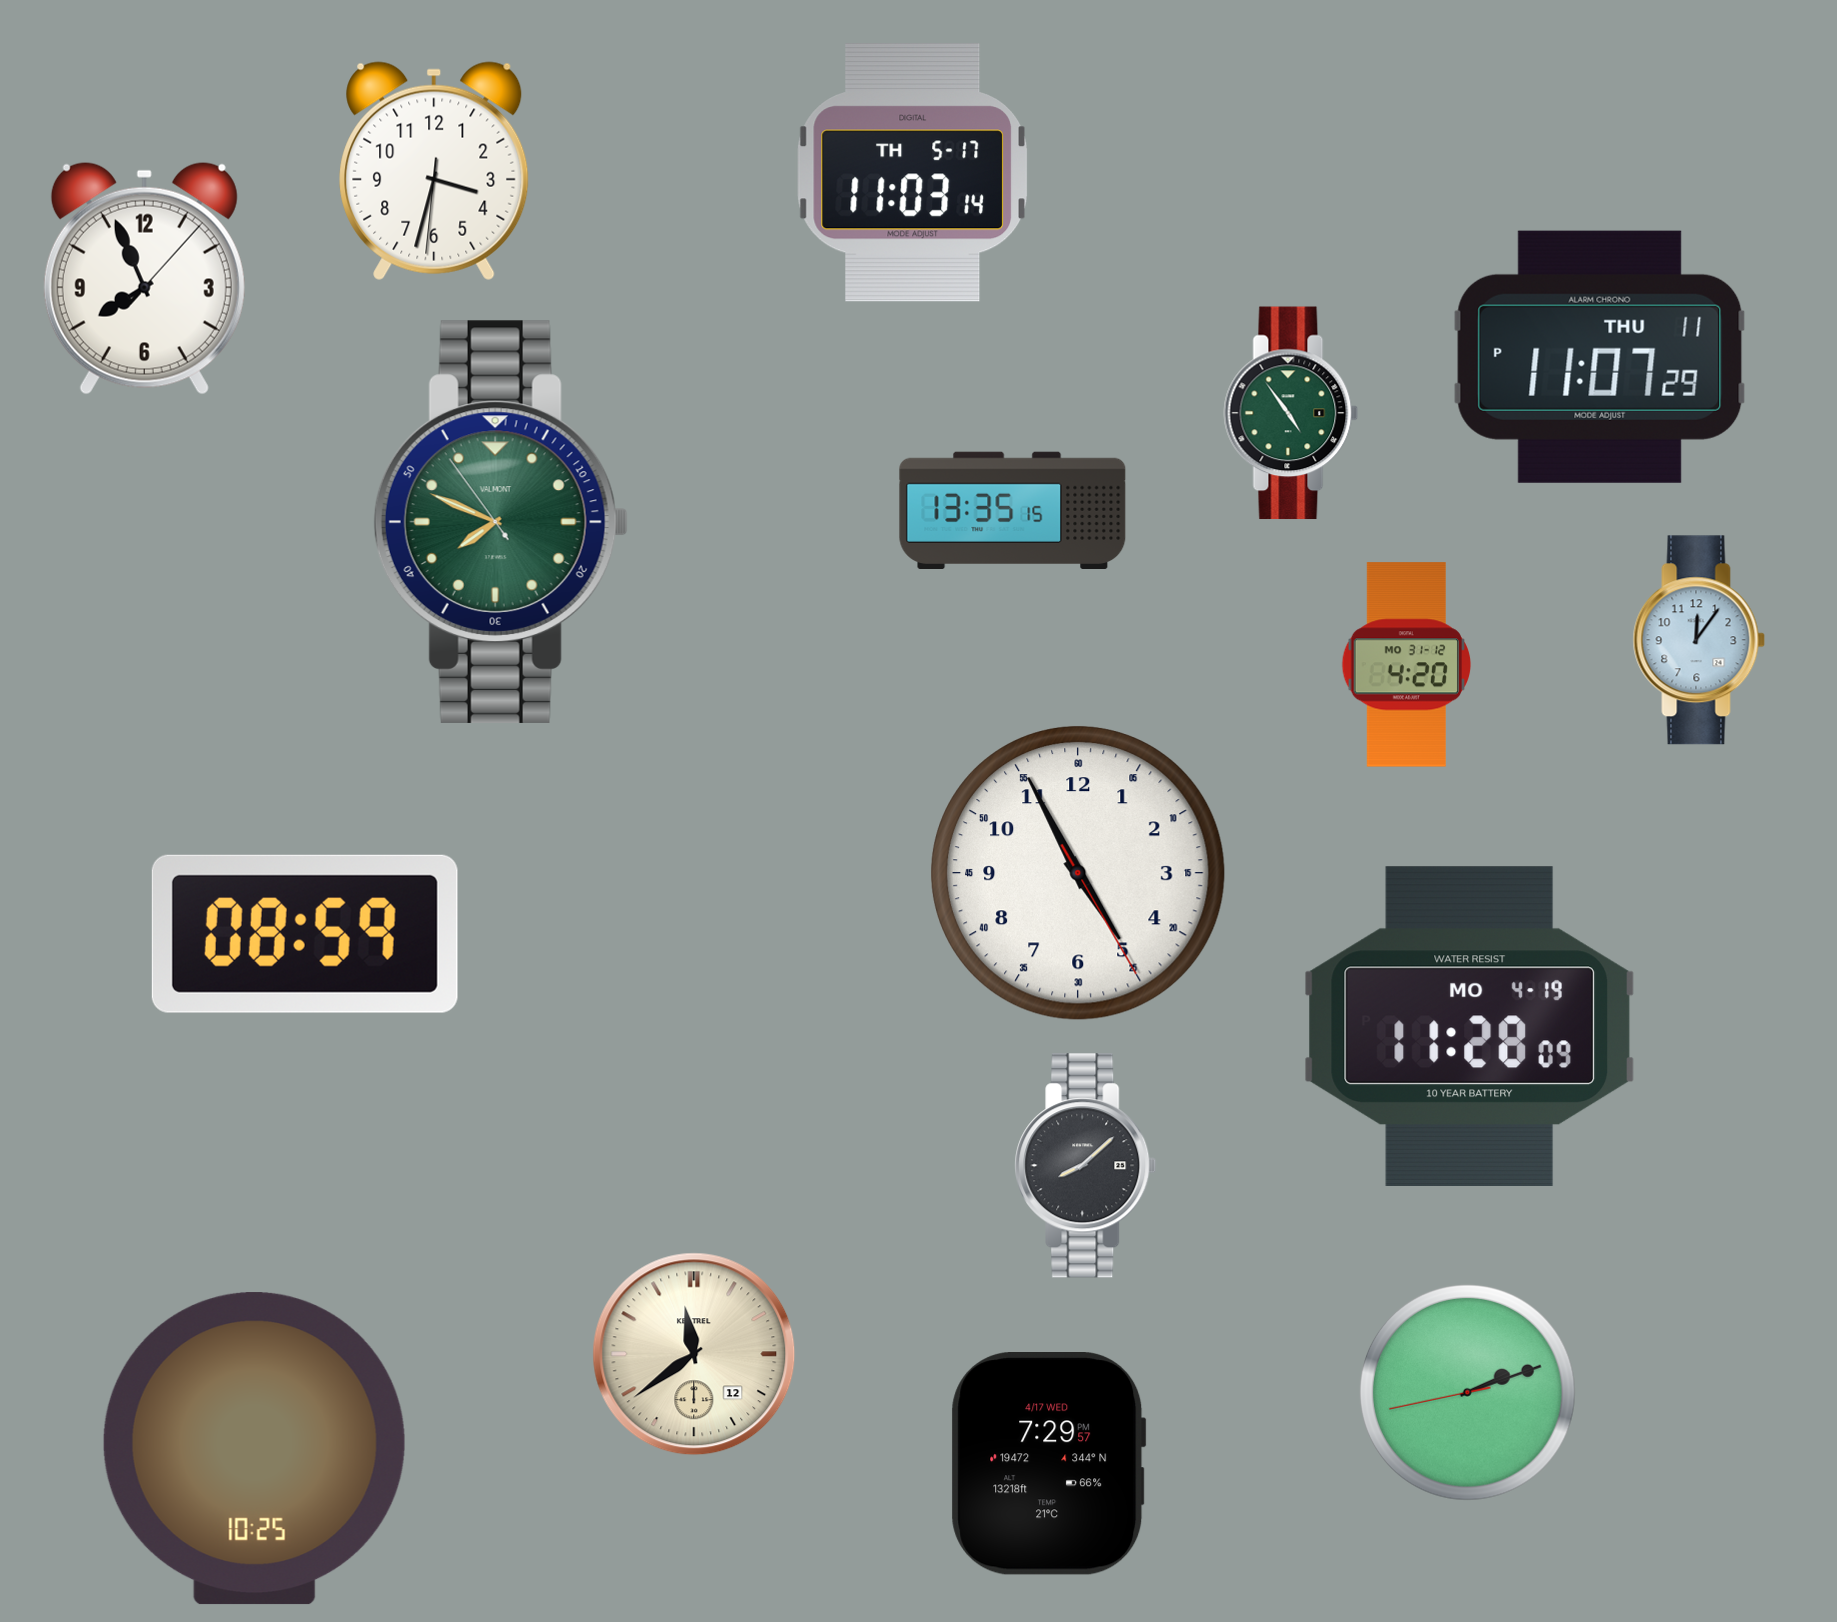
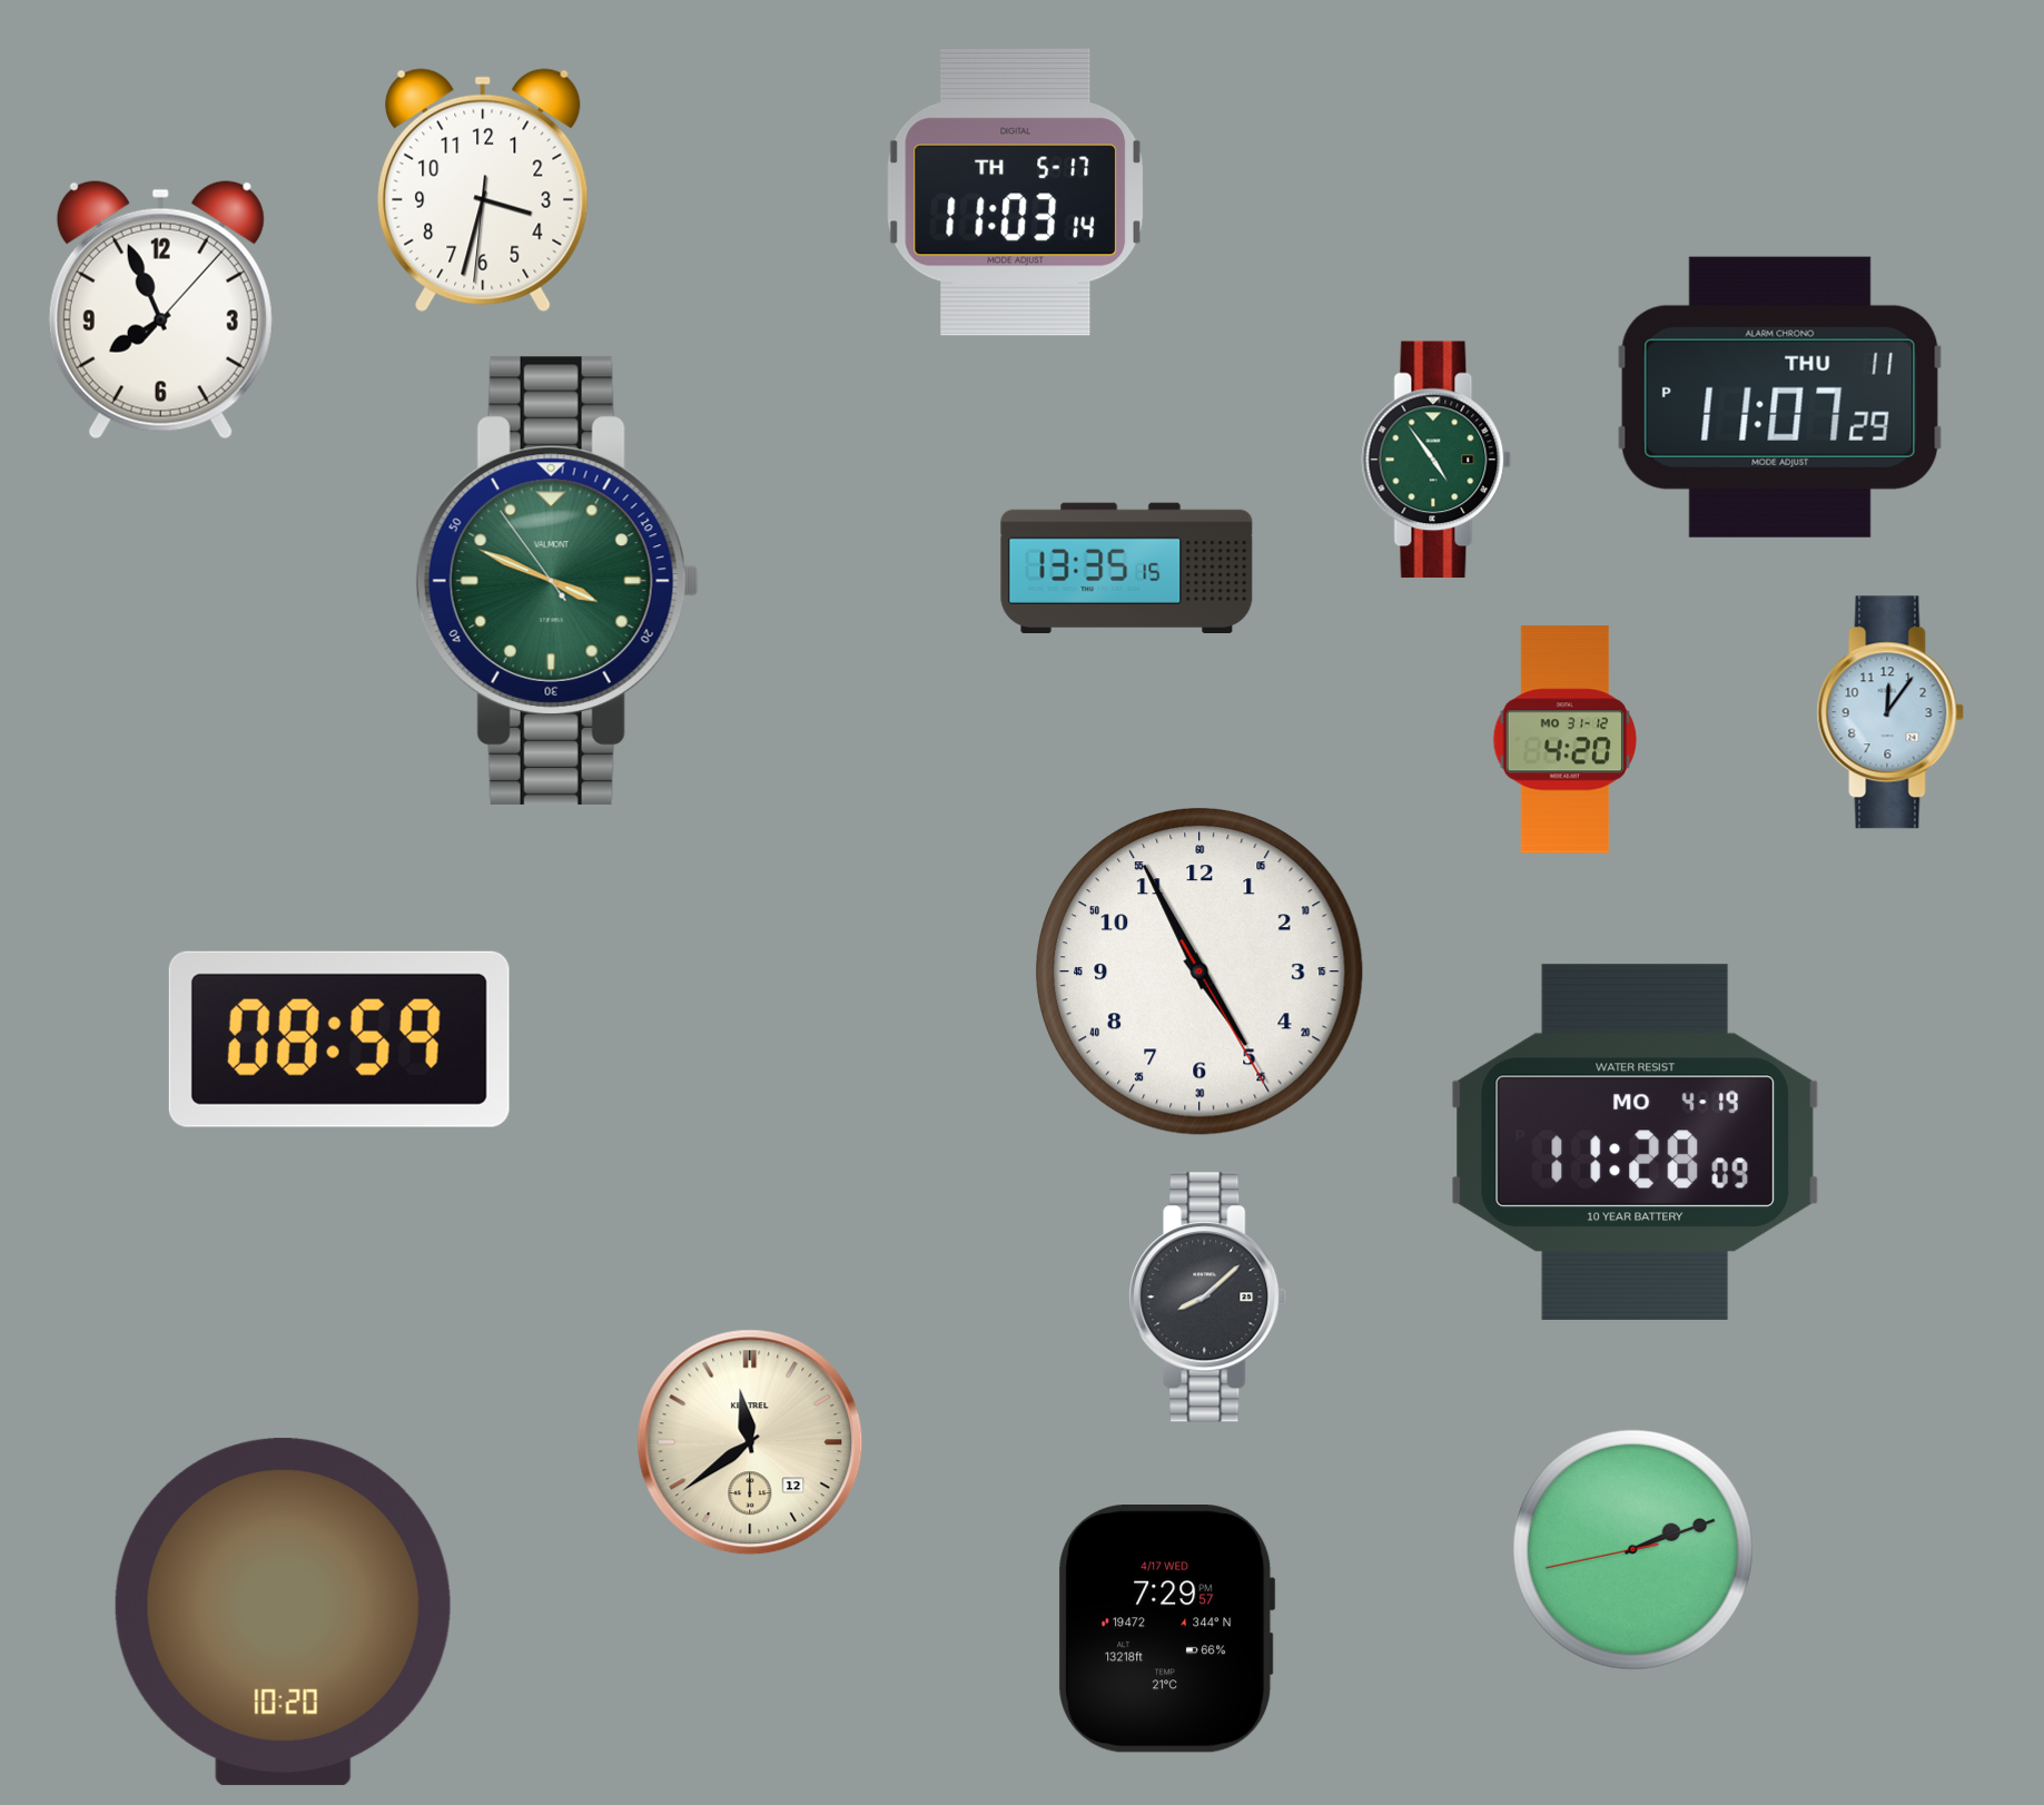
clock at (501, 522): 7:48 -> 3:48
clock at (694, 1354) position: (694, 1354) -> (750, 1442)
clock at (254, 1449): 10:25 -> 10:20
